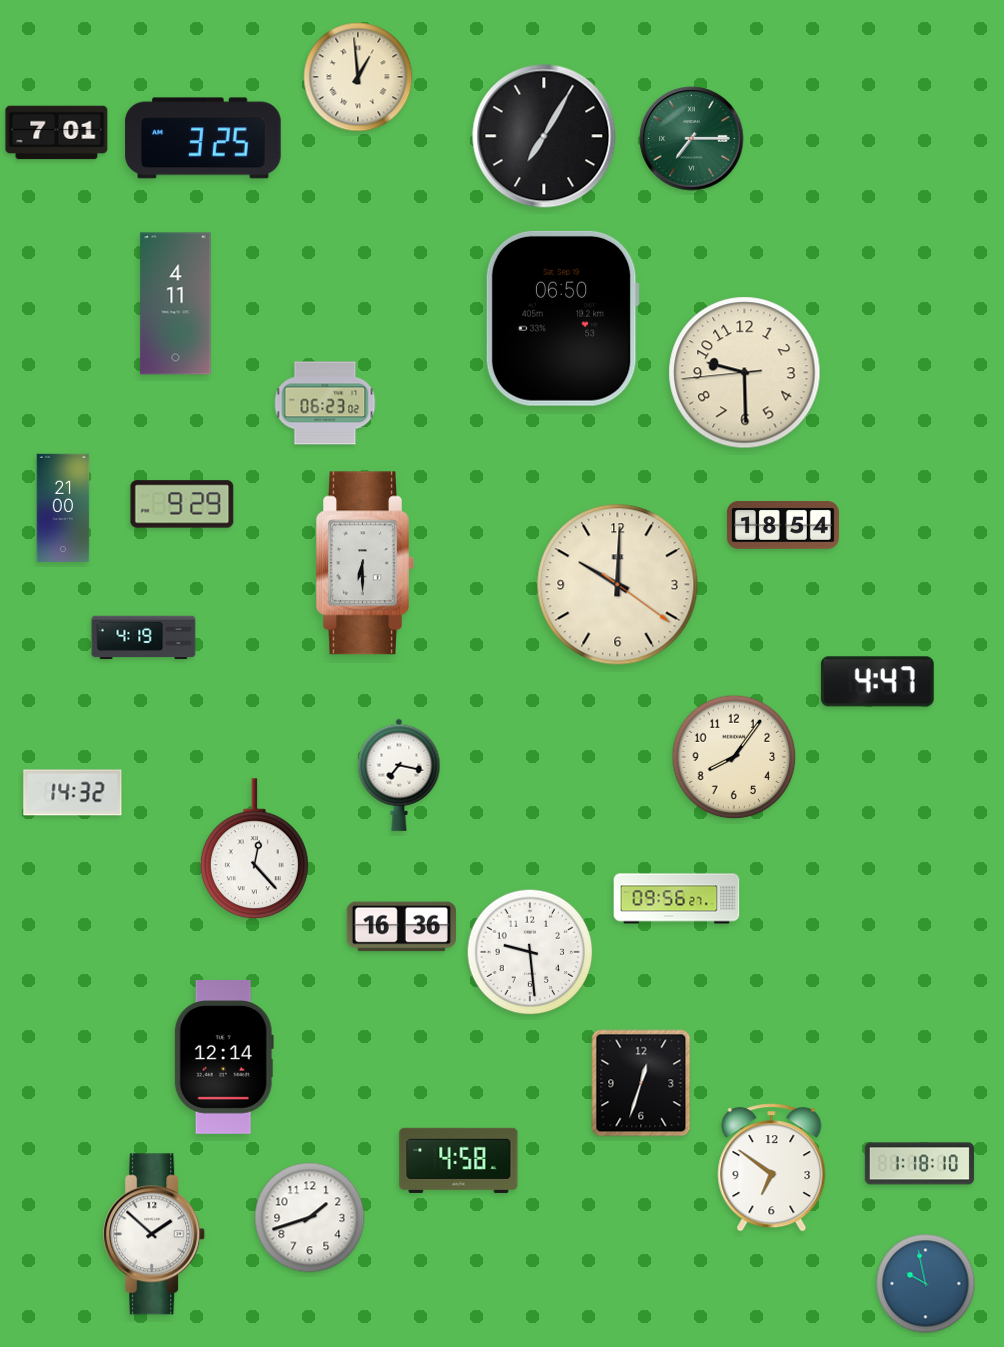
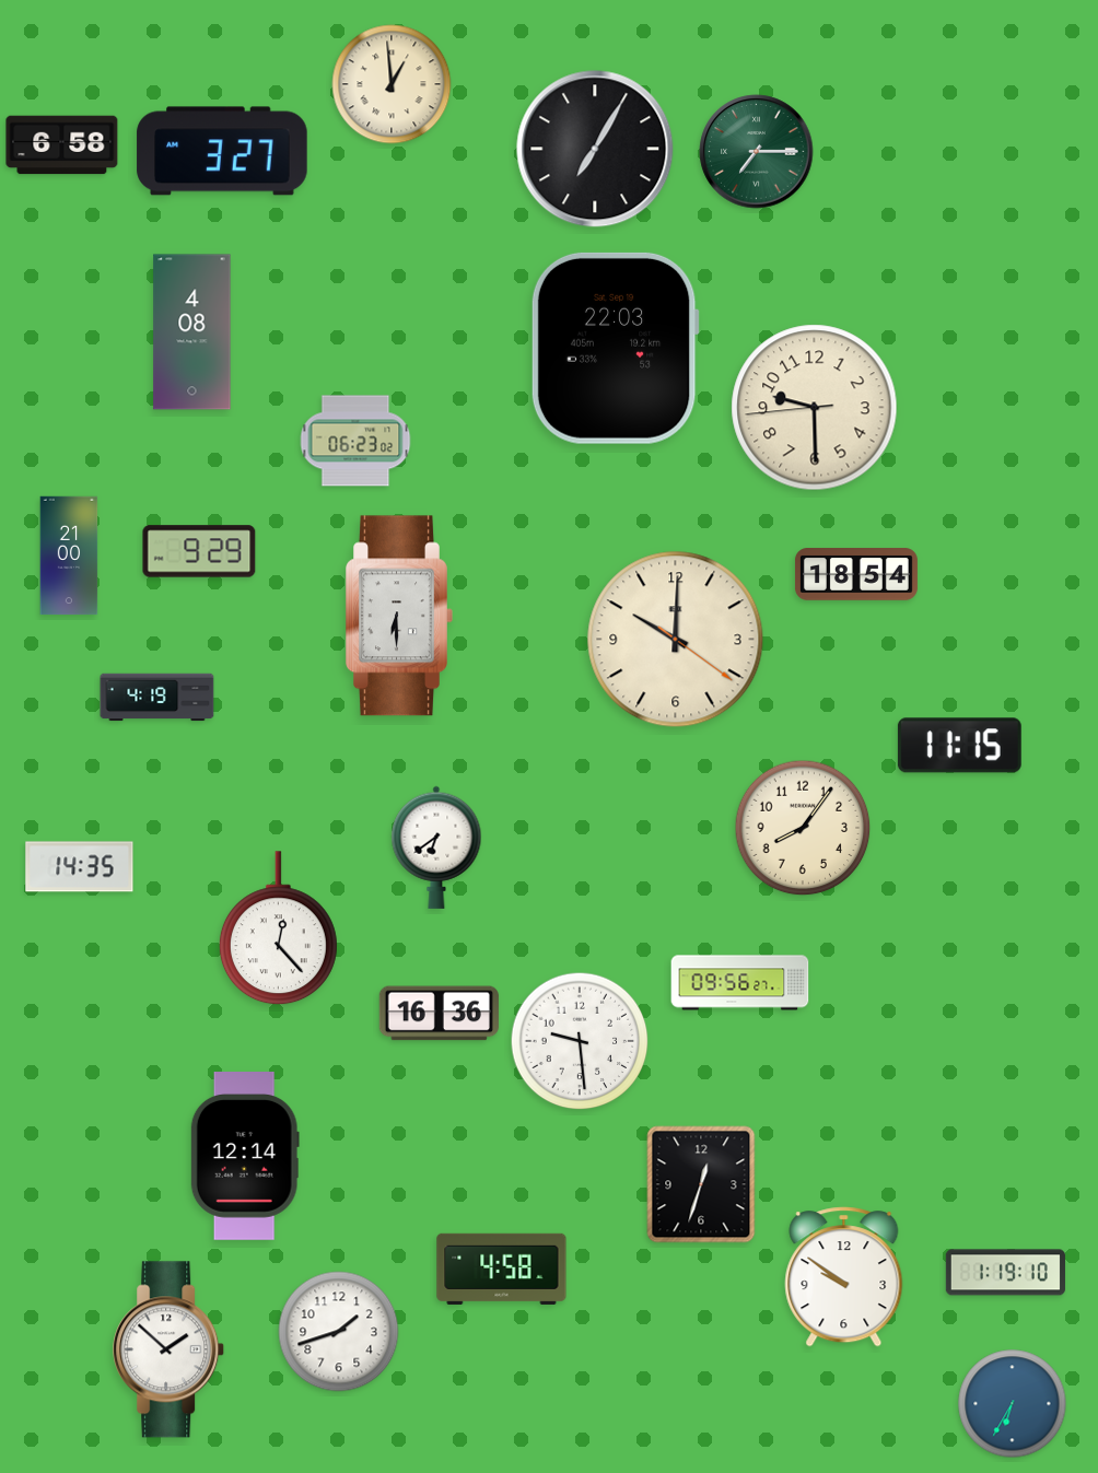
clock at (57, 133): 7:01 -> 6:58
clock at (203, 138): 3:25 -> 3:27
clock at (176, 304): 4:11 -> 4:08
clock at (562, 318): 06:50 -> 22:03
clock at (877, 682): 4:47 -> 11:15
clock at (399, 775): 7:17 -> 6:39
clock at (73, 793): 14:32 -> 14:35
clock at (919, 1164): 1:18 -> 1:19
clock at (772, 1168): 6:51 -> 9:51
clock at (926, 1284): 9:58 -> 6:35
